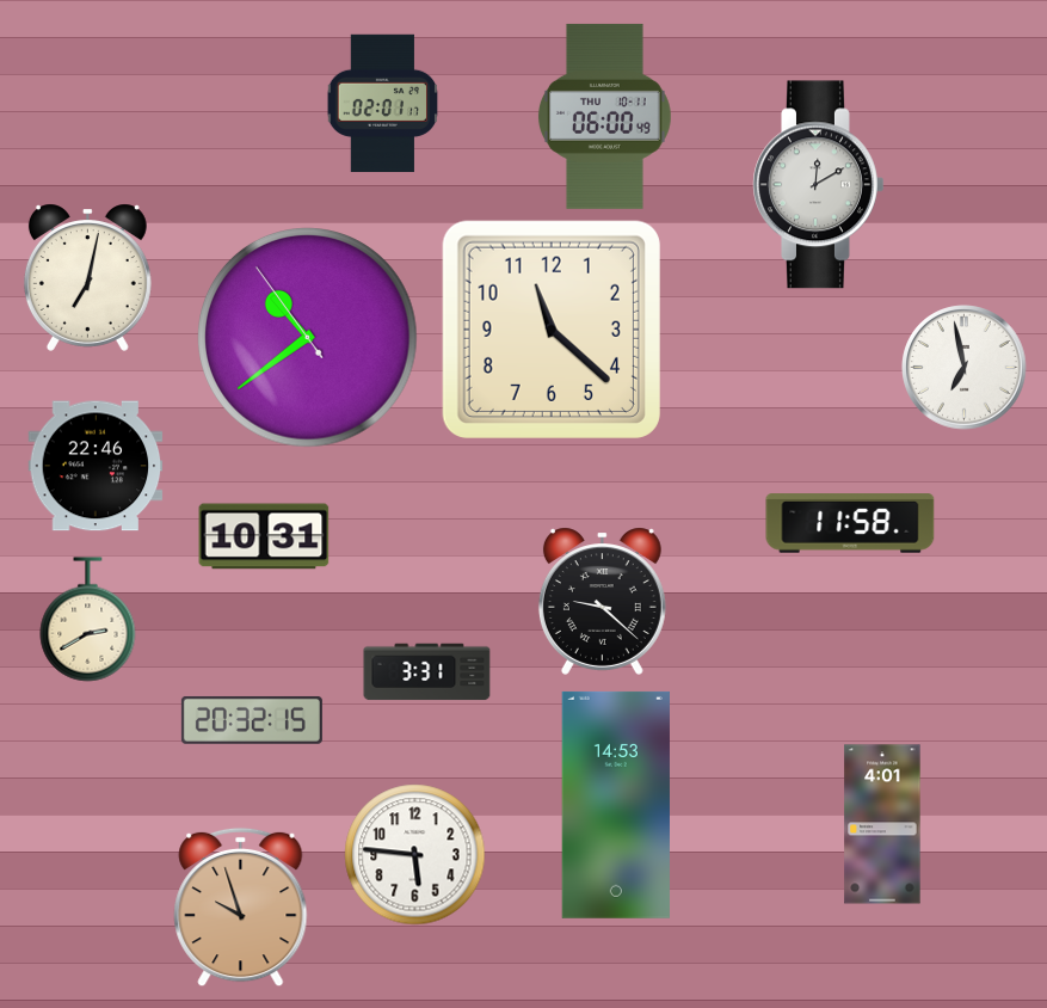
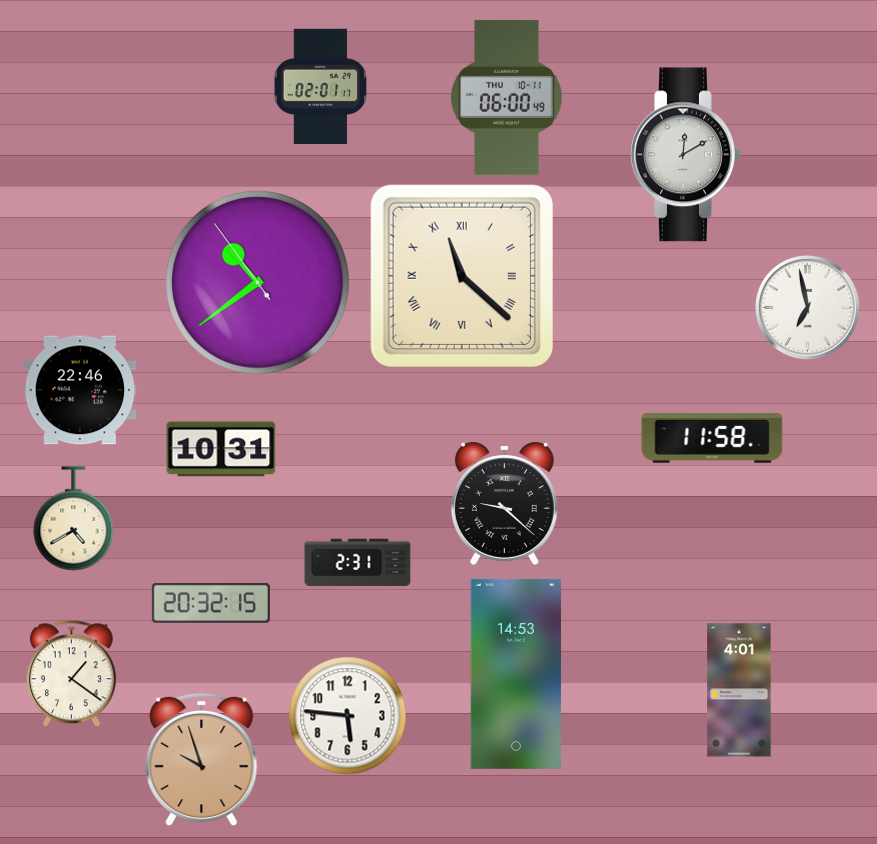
clock at (87, 277): 7:02 -> none
clock at (552, 330) numerals: Arabic -> Roman
clock at (88, 620): 2:40 -> 4:40
clock at (427, 672): 3:31 -> 2:31
clock at (71, 674): none -> 1:21
